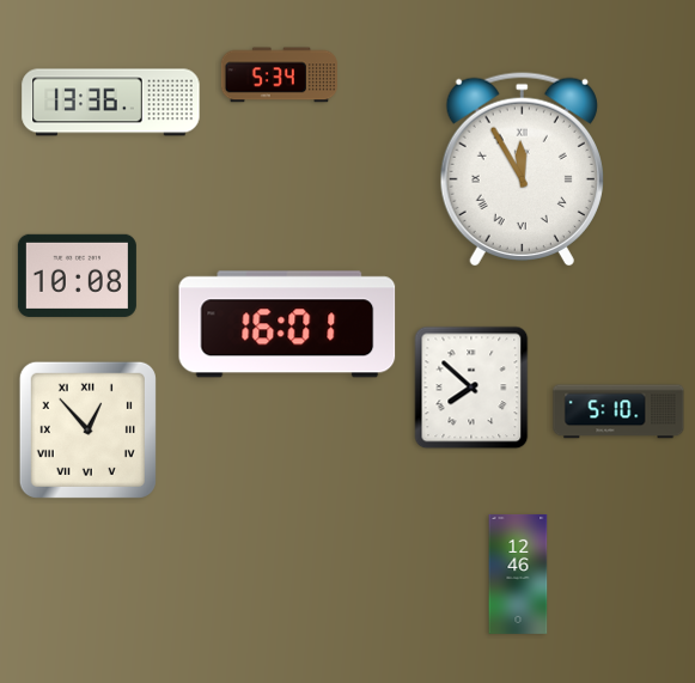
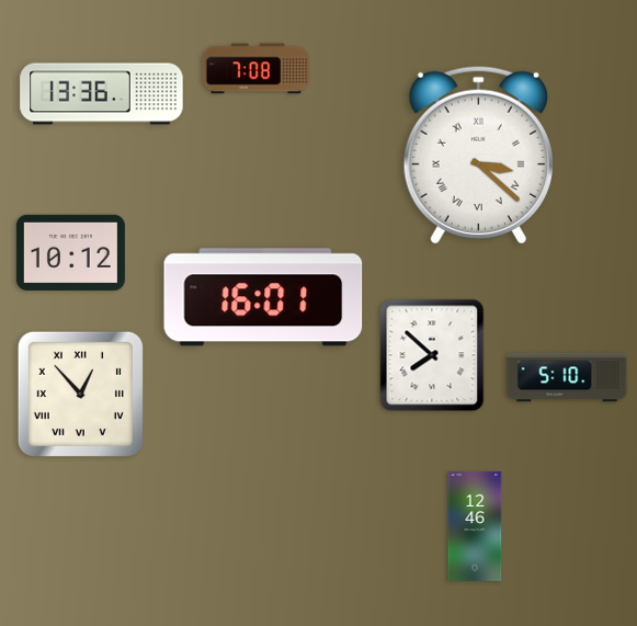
clock at (279, 75): 5:34 -> 7:08
clock at (522, 169): 11:55 -> 3:22
clock at (77, 275): 10:08 -> 10:12
